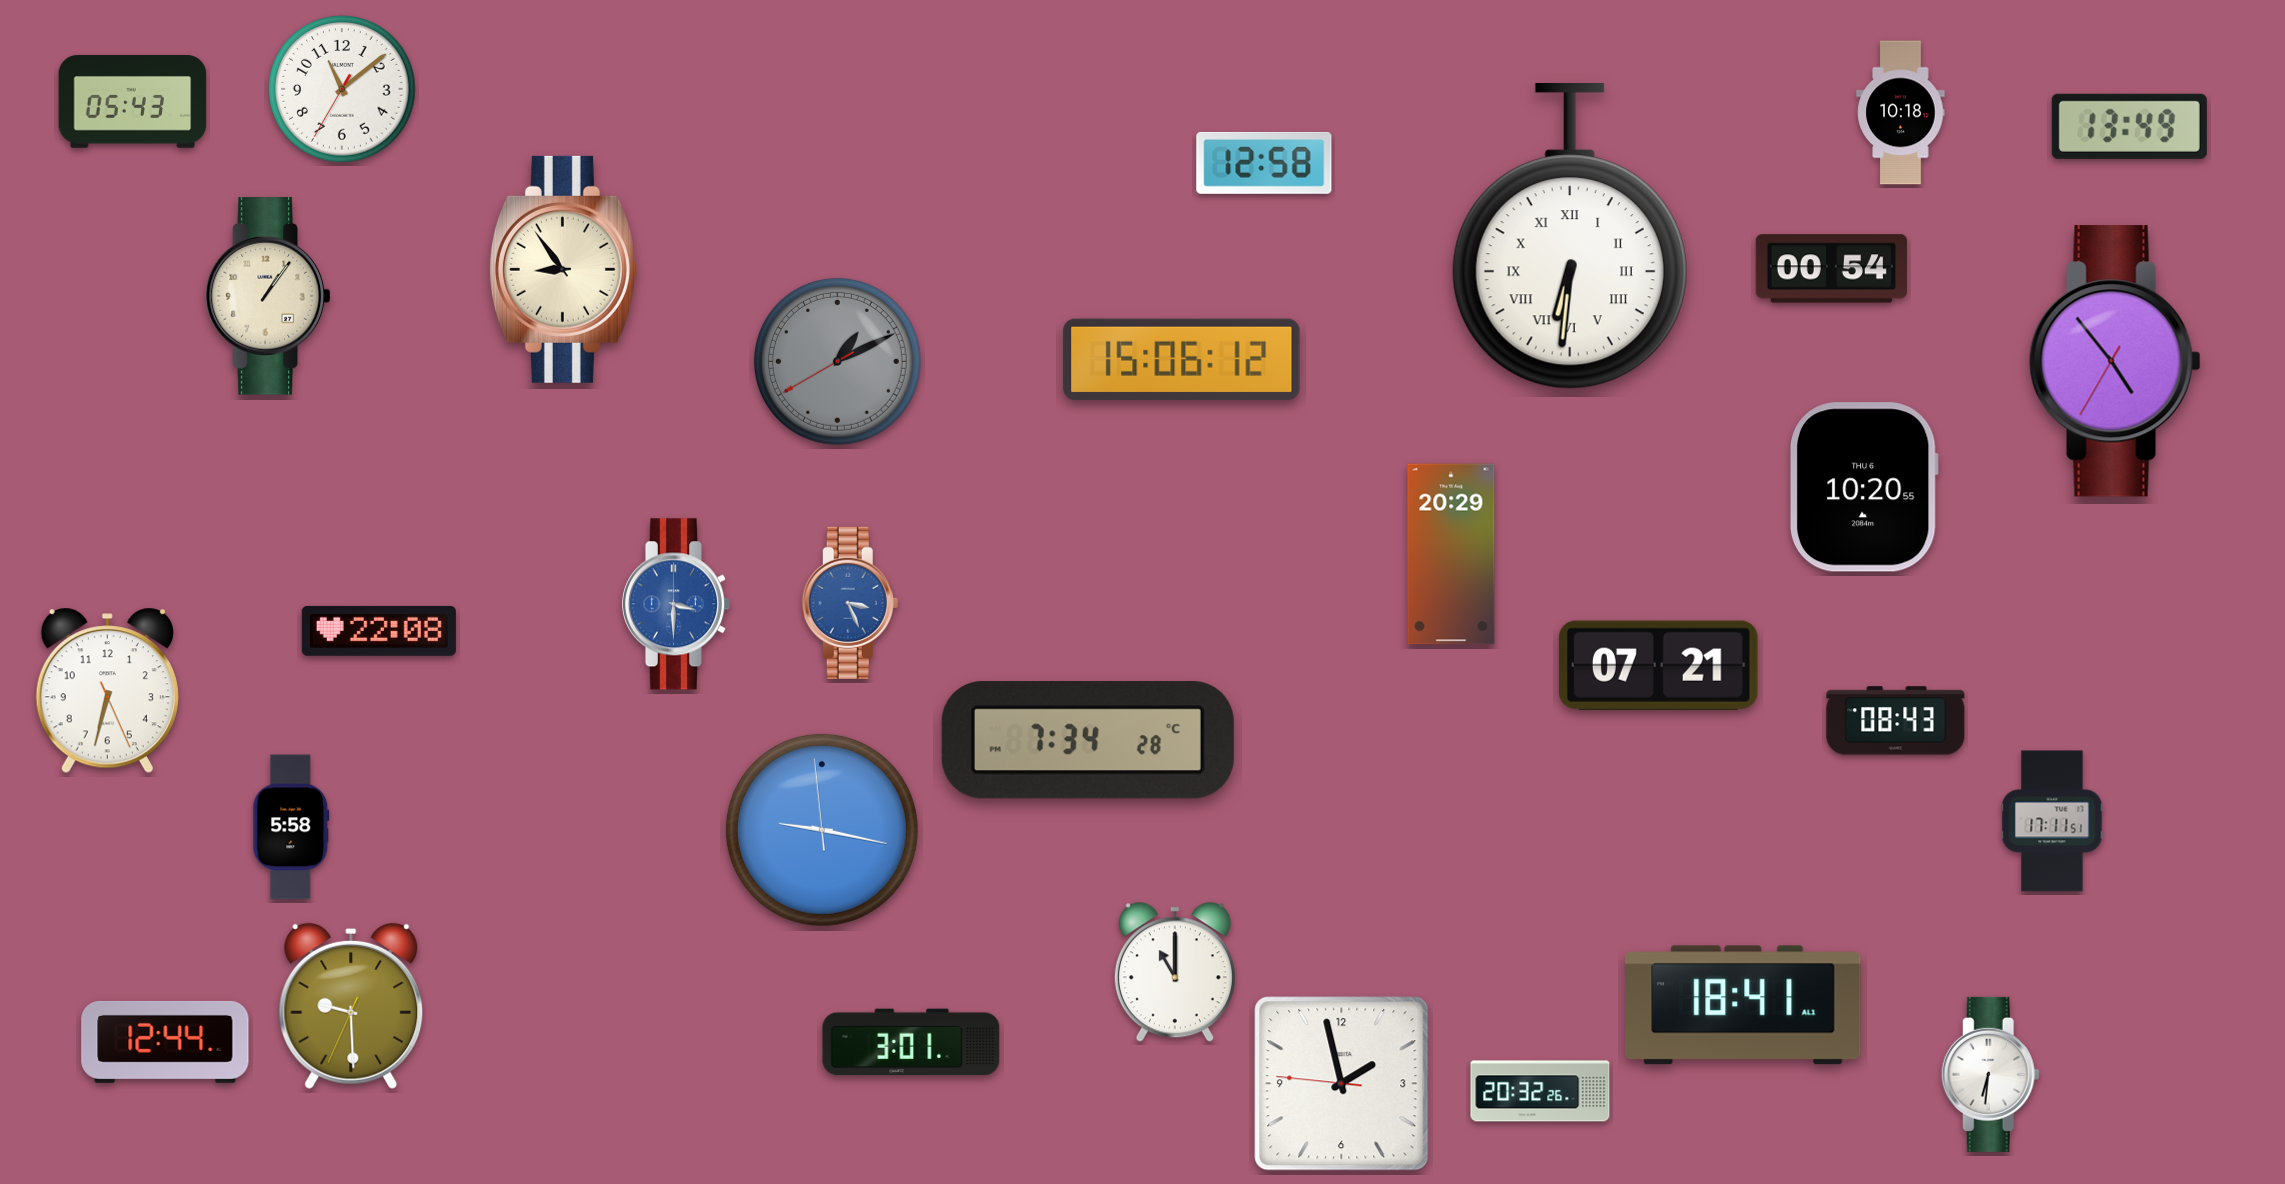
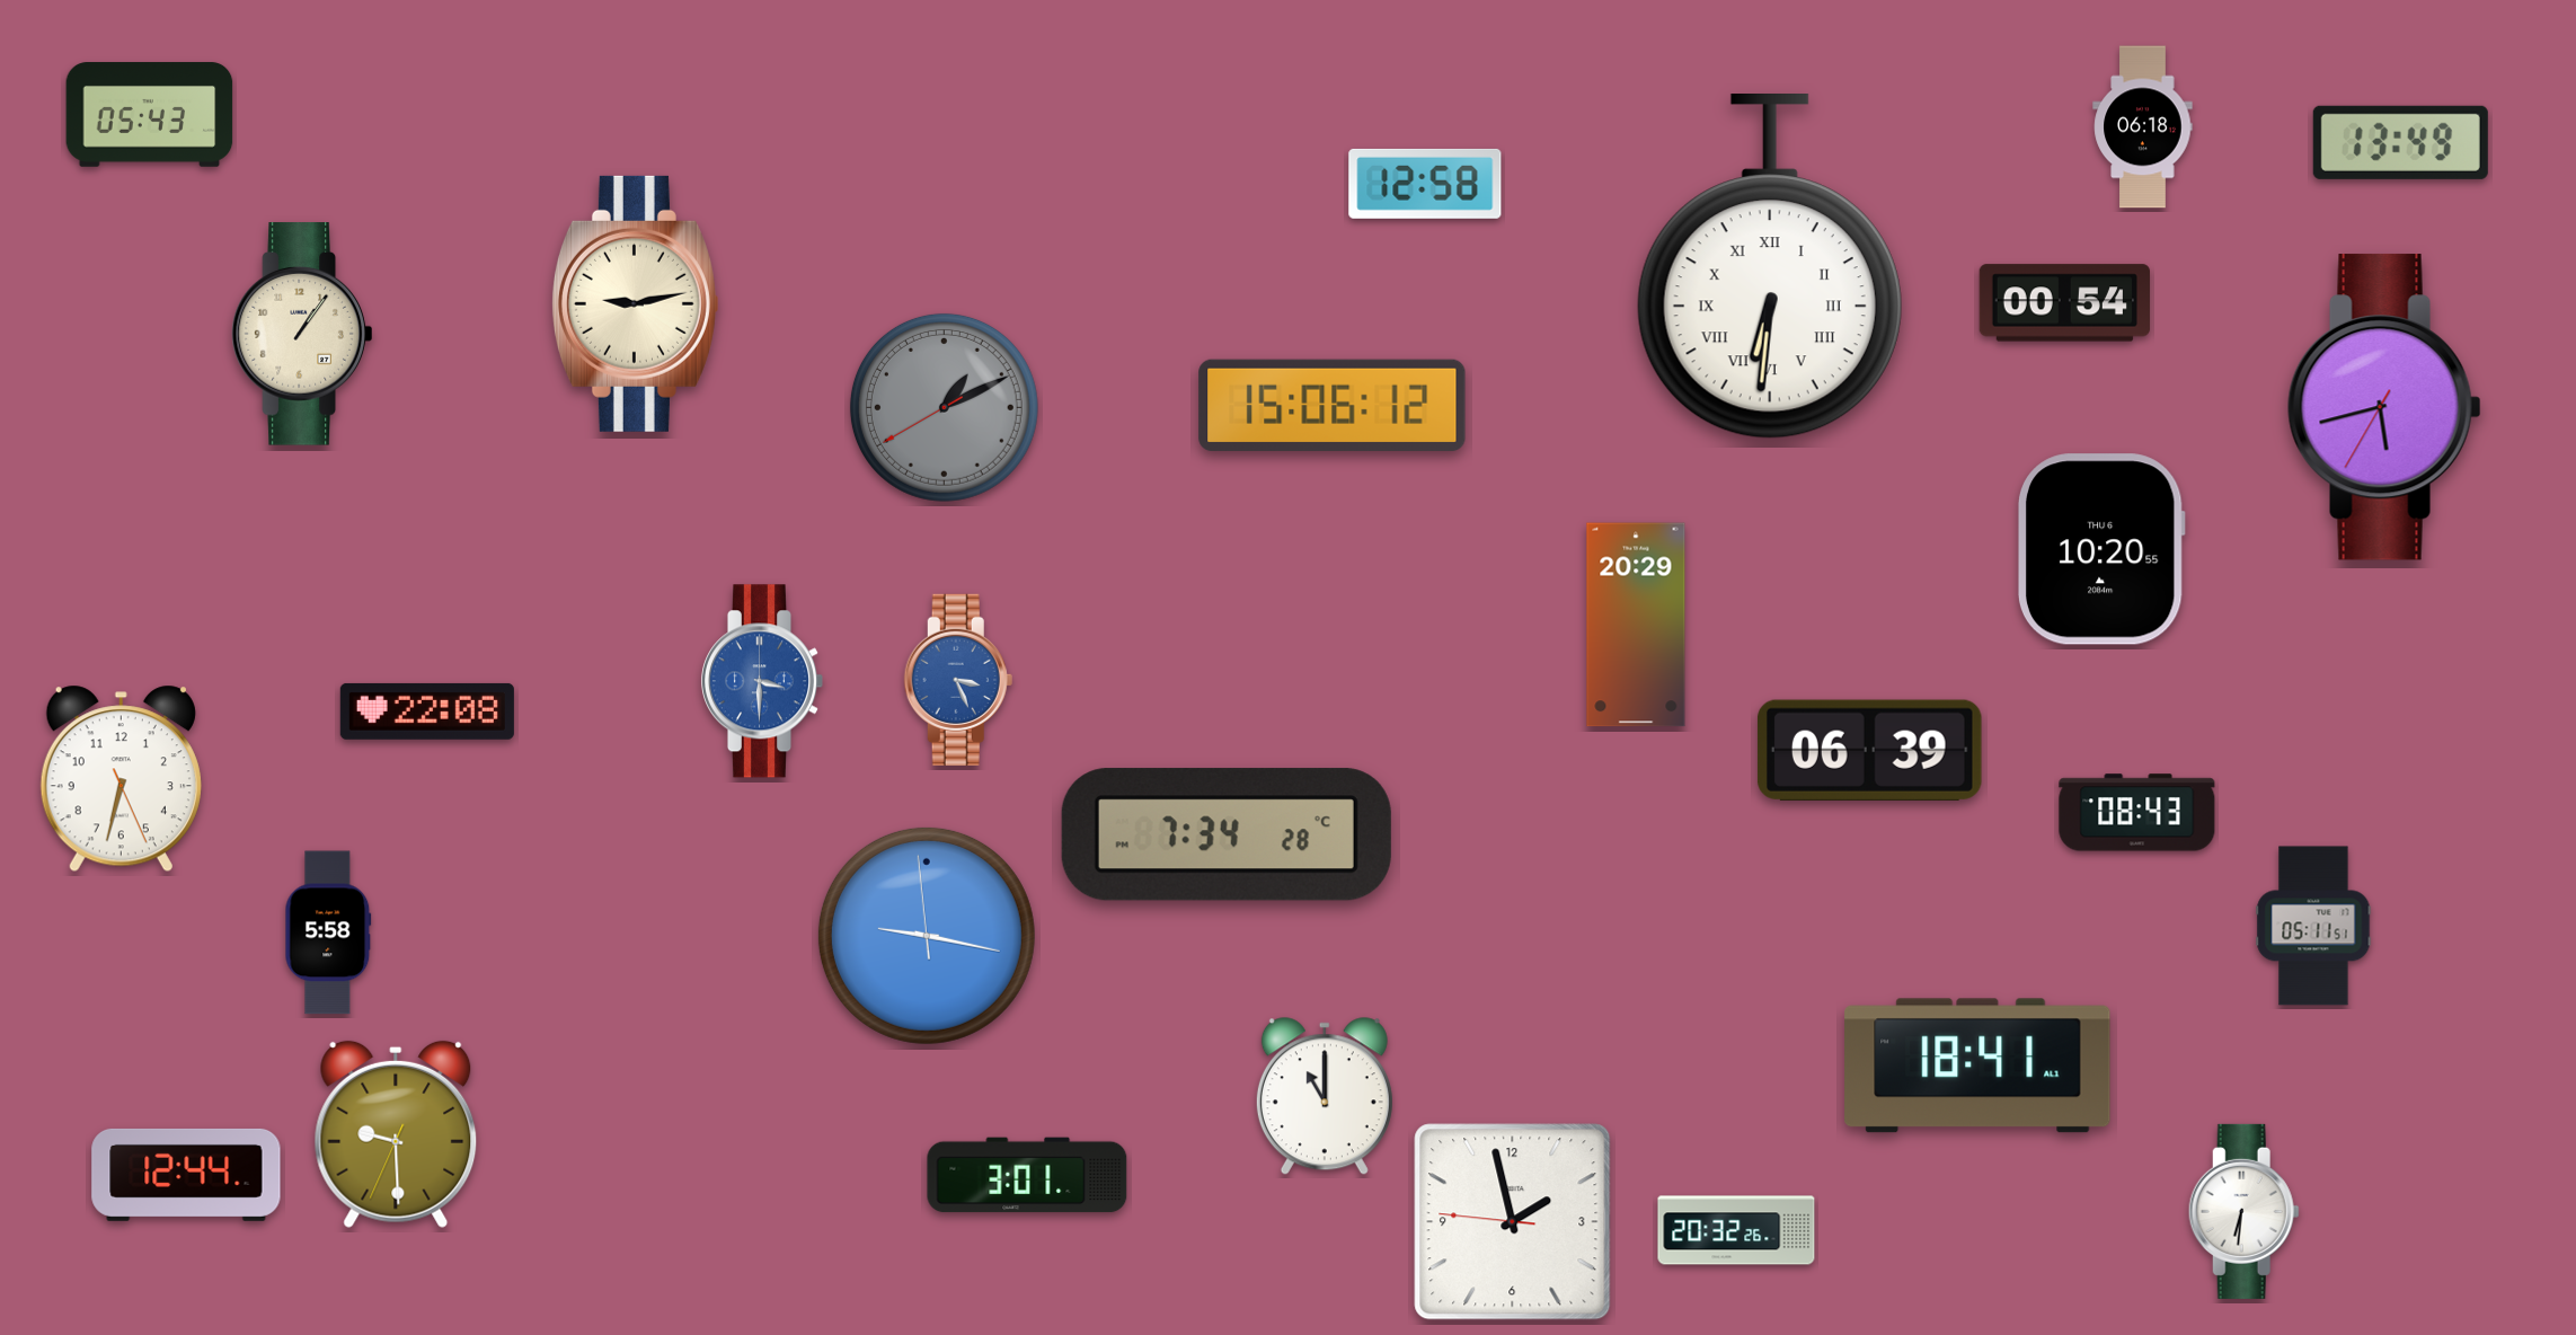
clock at (343, 90): 11:08 -> none
clock at (1901, 113): 10:18 -> 06:18
clock at (563, 269): 8:54 -> 9:13
clock at (2115, 361): 4:53 -> 5:42
clock at (1658, 665): 07:21 -> 06:39
clock at (2052, 821): 17:11 -> 05:11
clock at (1743, 1005) position: (1743, 1005) -> (1977, 1066)
